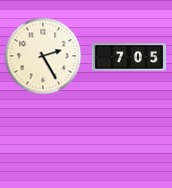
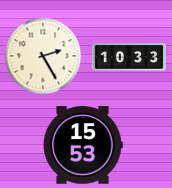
clock at (129, 57): 7:05 -> 10:33
clock at (83, 145): none -> 15:53
